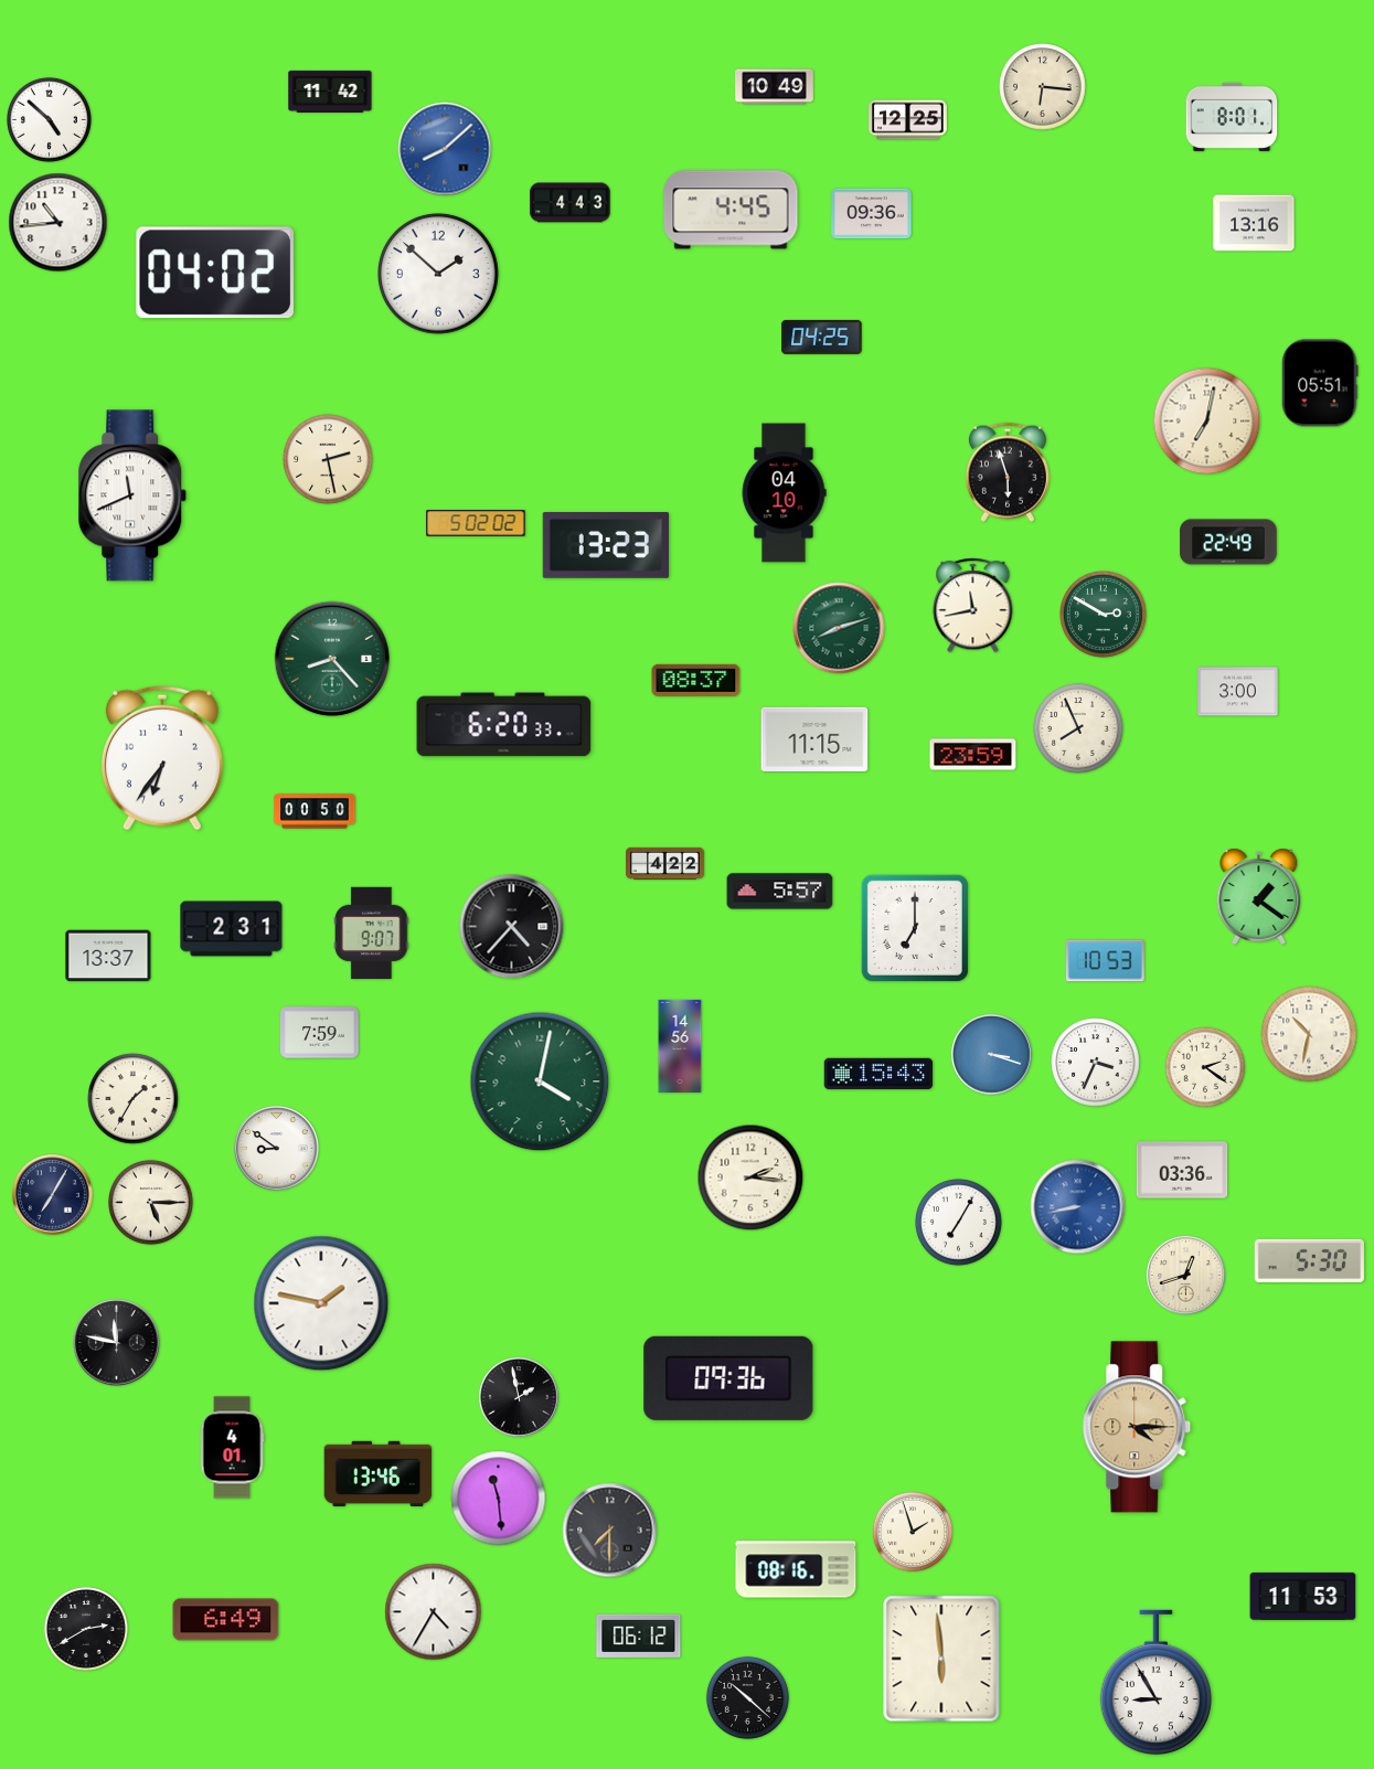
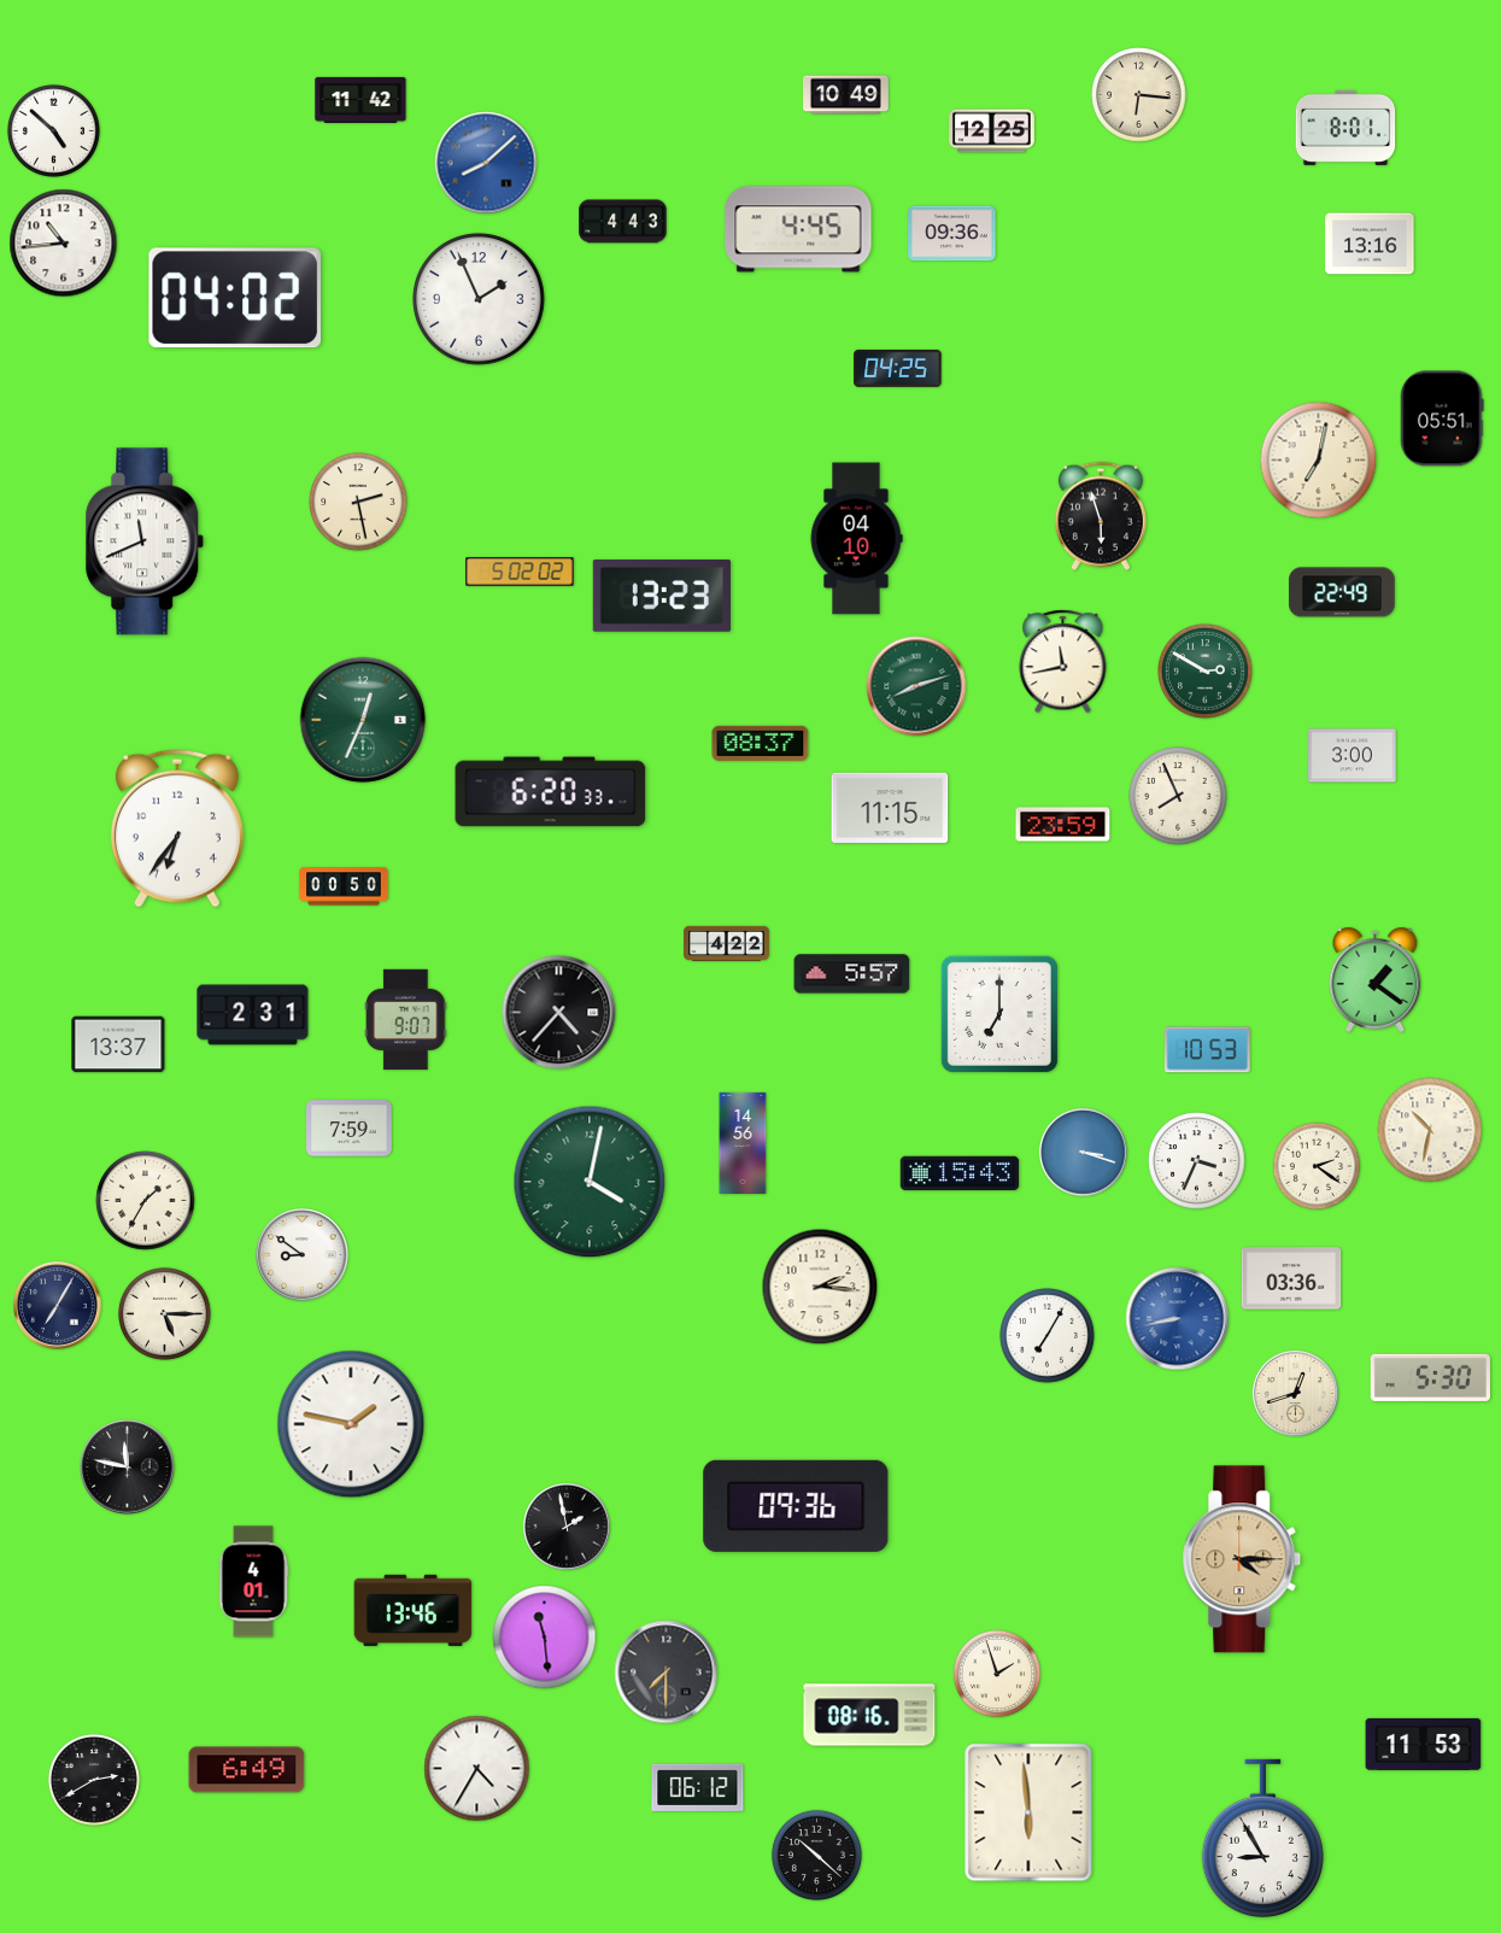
clock at (438, 274): 1:52 -> 1:56
clock at (332, 659): 8:23 -> 12:34
clock at (434, 1612) position: (434, 1612) -> (477, 1769)
